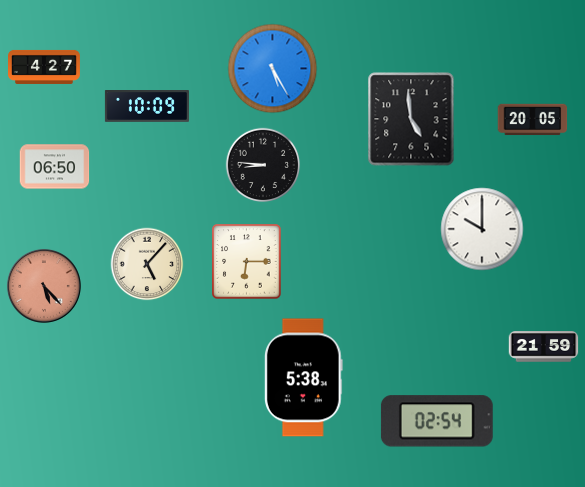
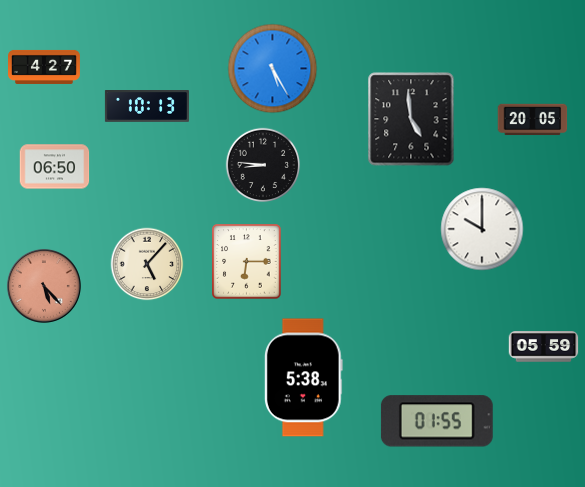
clock at (147, 107): 10:09 -> 10:13
clock at (544, 347): 21:59 -> 05:59
clock at (437, 421): 02:54 -> 01:55
